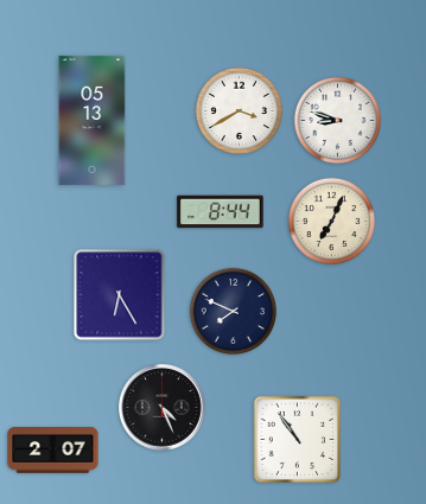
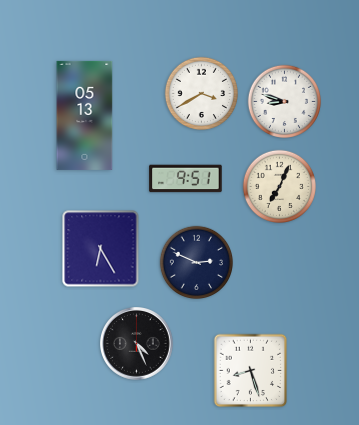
clock at (93, 120) position: (93, 120) -> (85, 115)
clock at (221, 212): 8:44 -> 9:51
clock at (233, 311): 7:49 -> 2:49
clock at (298, 440): 10:54 -> 8:27
clock at (53, 451): 2:07 -> none
